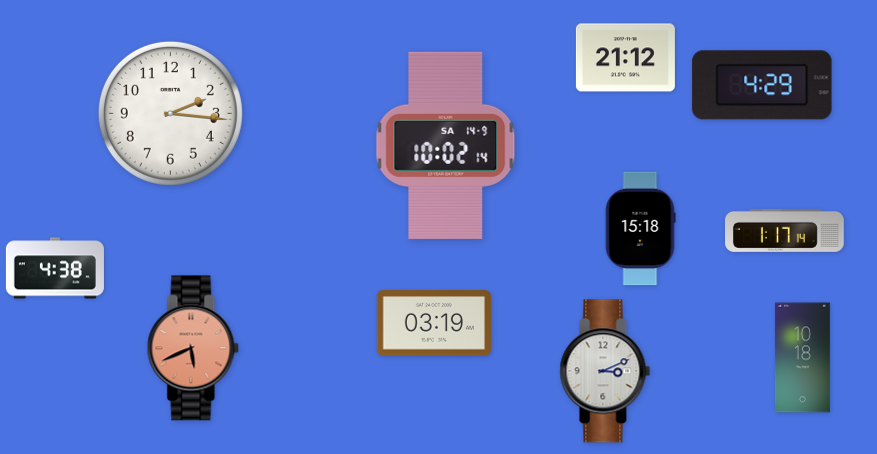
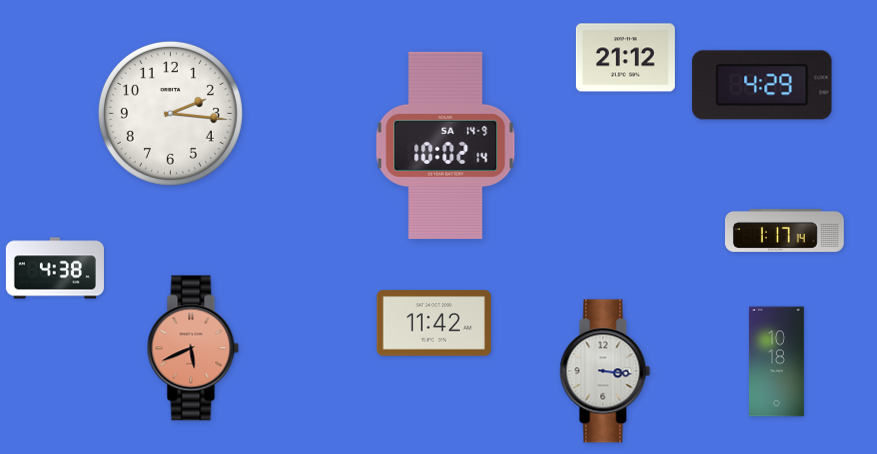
clock at (640, 229): 15:18 -> none
clock at (433, 323): 03:19 -> 11:42
clock at (802, 358) position: (802, 358) -> (776, 362)
clock at (605, 371): 3:11 -> 3:16
